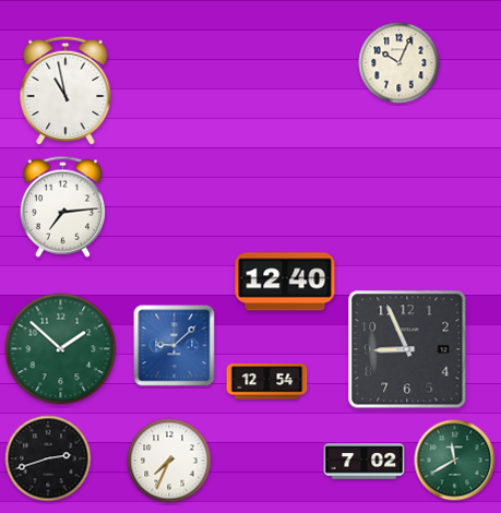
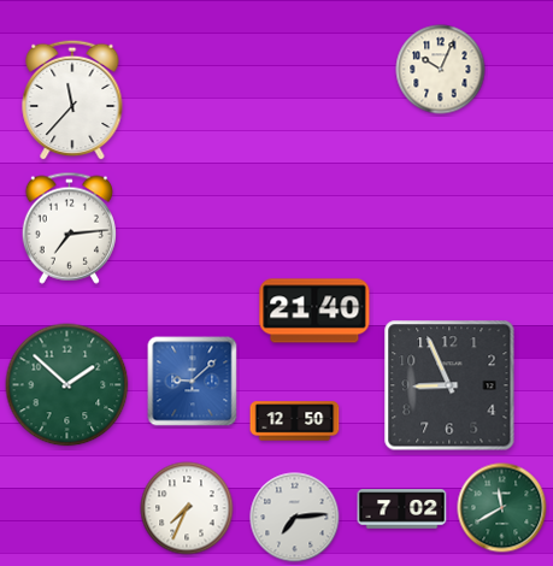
clock at (65, 91): 10:58 -> 11:37
clock at (285, 282): 12:40 -> 21:40
clock at (267, 382): 12:54 -> 12:50
clock at (48, 458): 2:42 -> none
clock at (295, 518): none -> 7:14
